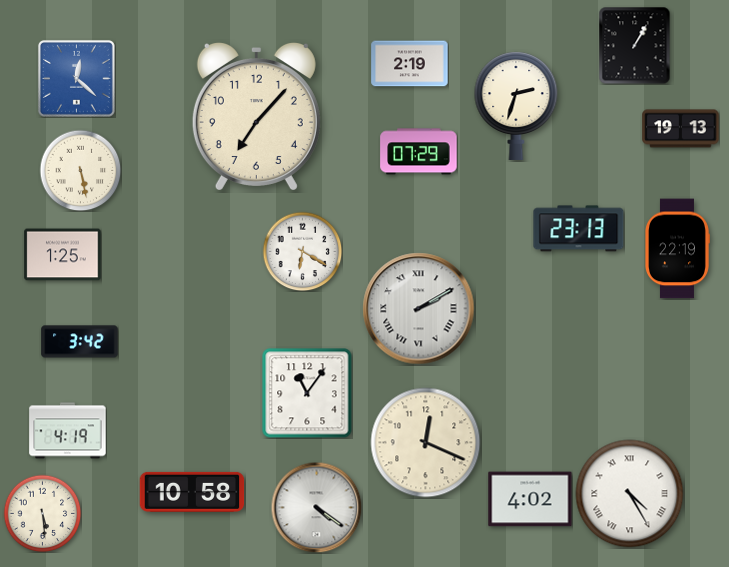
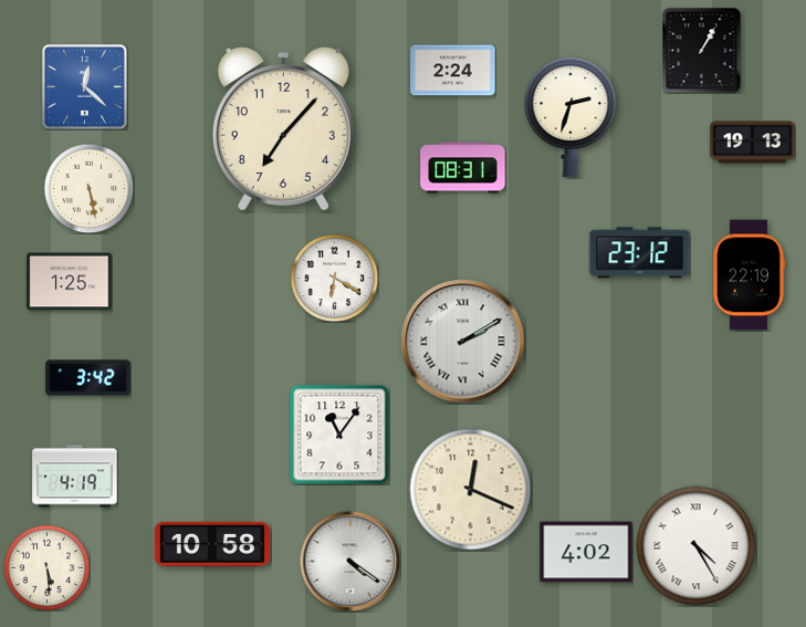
clock at (410, 64): 2:19 -> 2:24
clock at (419, 152): 07:29 -> 08:31
clock at (579, 229): 23:13 -> 23:12
